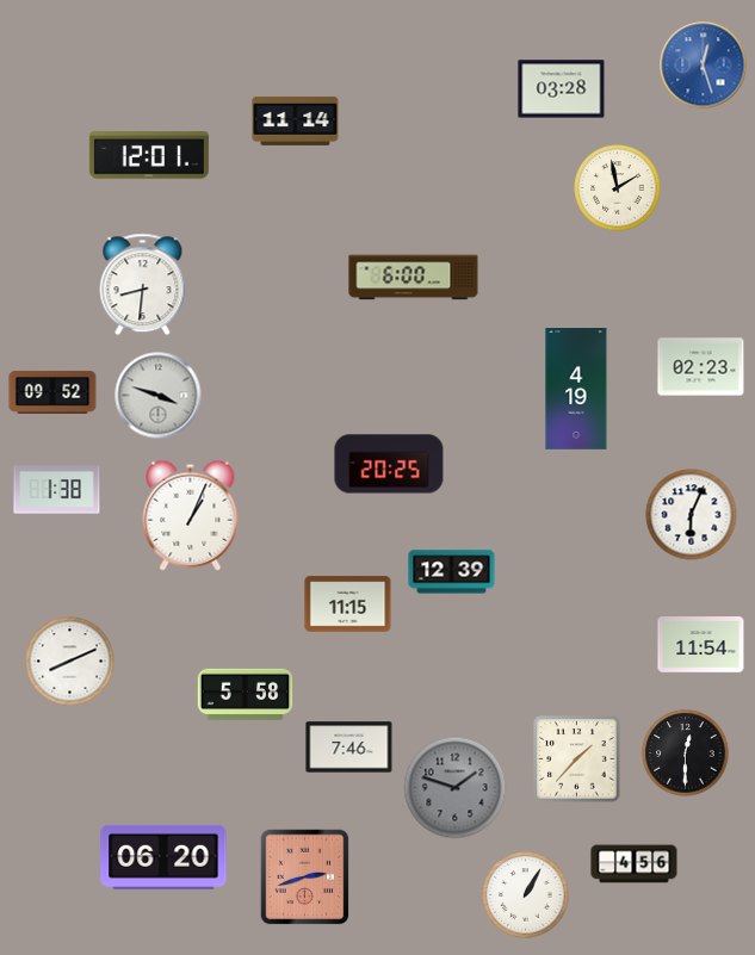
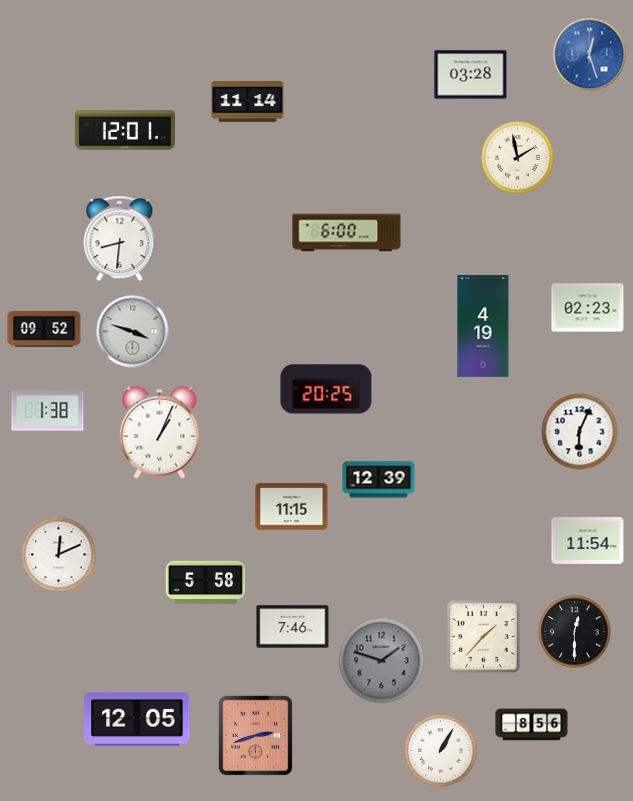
clock at (70, 662): 8:11 -> 12:11
clock at (163, 857): 06:20 -> 12:05
clock at (635, 864): 4:56 -> 8:56
